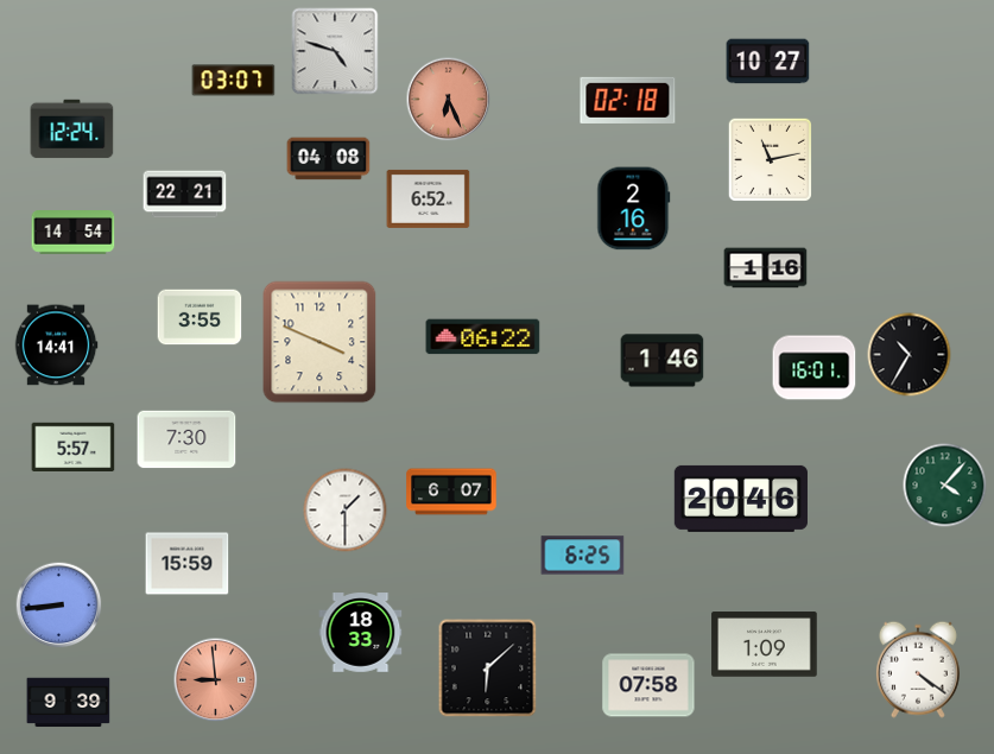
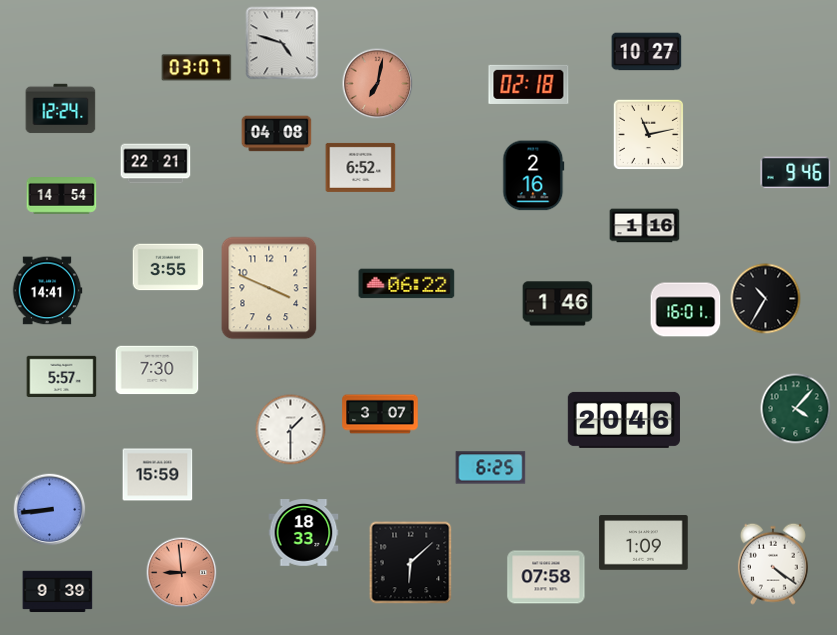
clock at (449, 100): 6:26 -> 7:02
clock at (796, 173): none -> 9:46
clock at (451, 492): 6:07 -> 3:07
